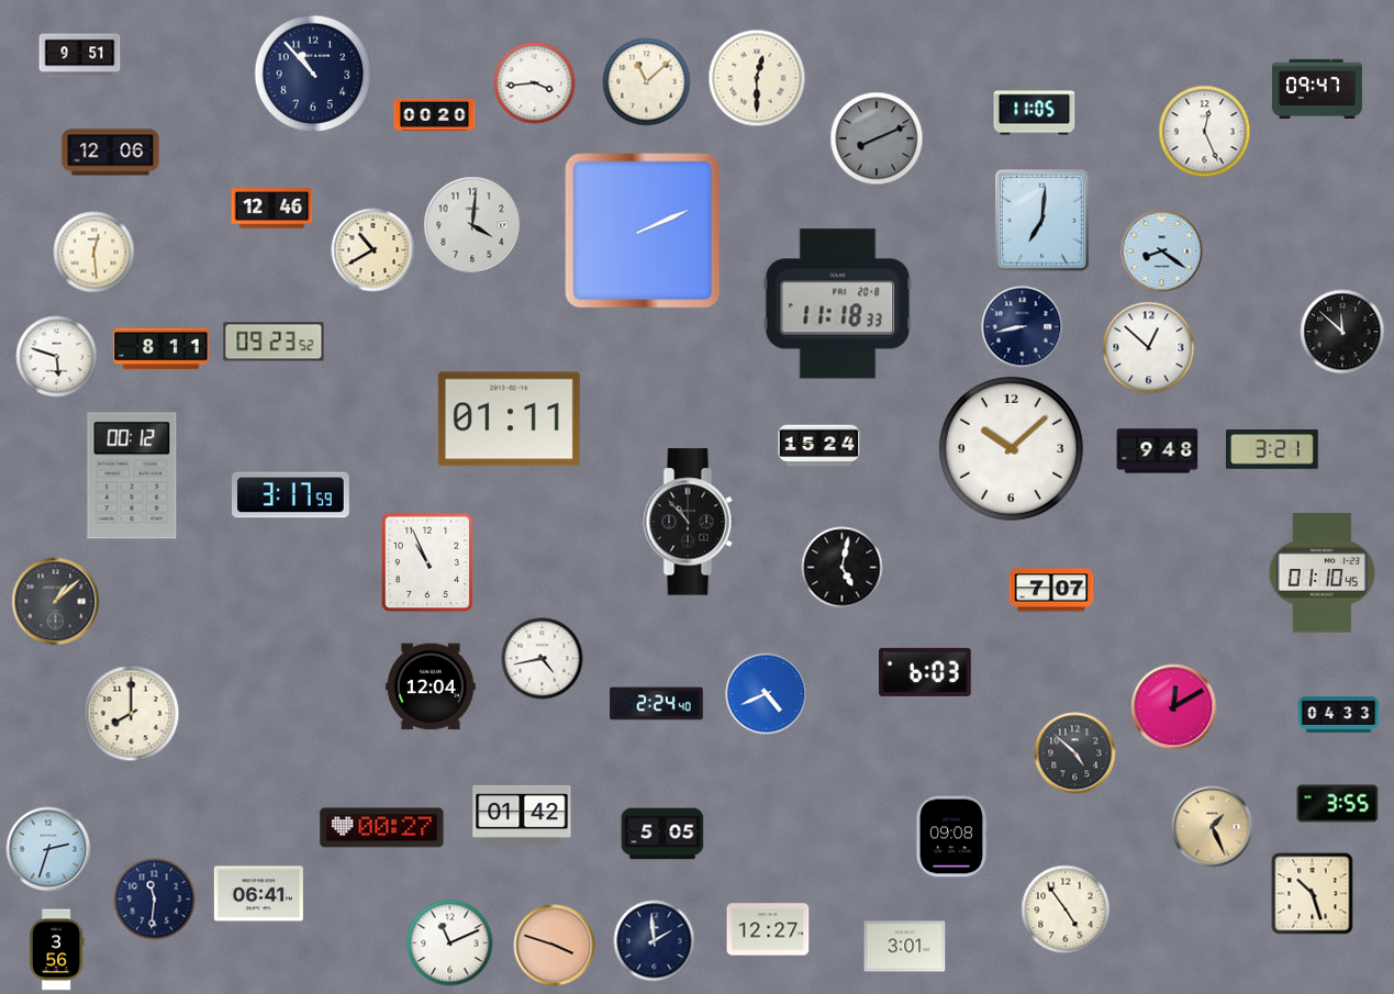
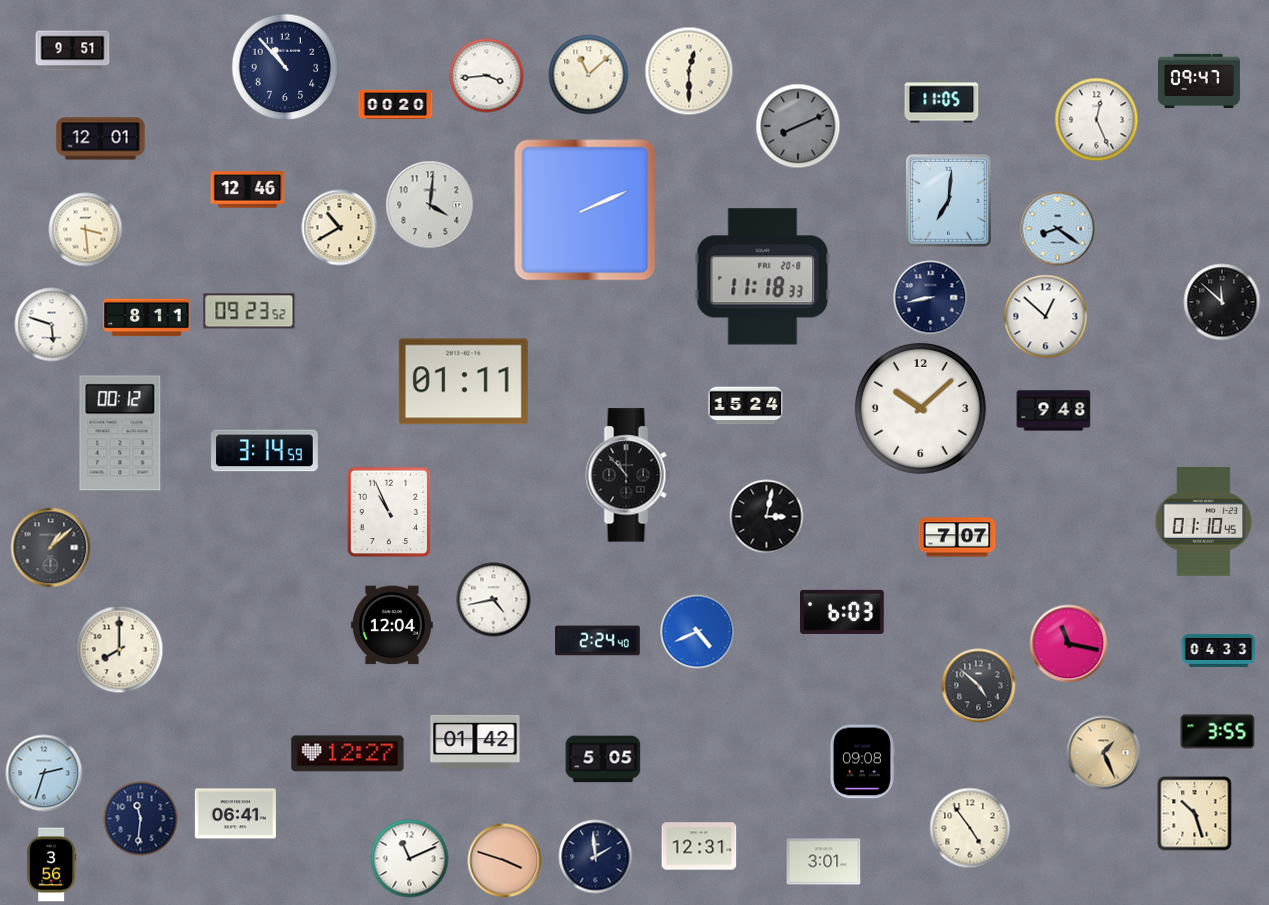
clock at (111, 153): 12:06 -> 12:01
clock at (94, 253): 12:29 -> 3:29
clock at (1273, 449): 3:21 -> none
clock at (291, 495): 3:17 -> 3:14
clock at (843, 568): 5:02 -> 3:02
clock at (1174, 707): 12:10 -> 11:17
clock at (382, 828): 00:27 -> 12:27
clock at (951, 837) position: (951, 837) -> (862, 762)
clock at (768, 929): 12:27 -> 12:31
